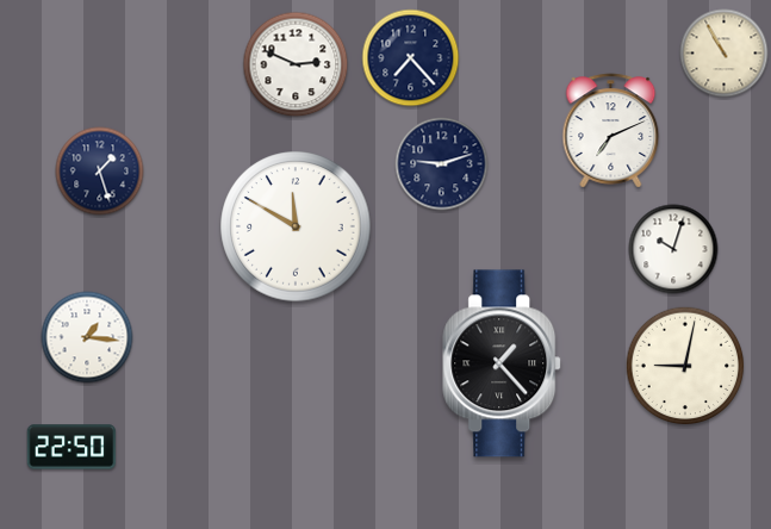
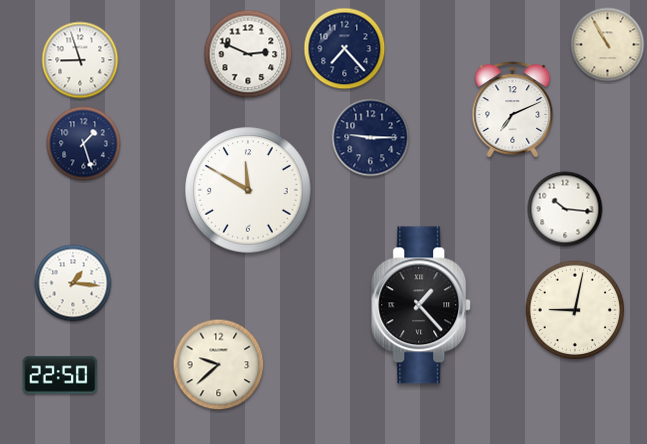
clock at (80, 60): none -> 8:57
clock at (442, 164): 9:12 -> 9:15
clock at (673, 249): 10:03 -> 10:16
clock at (685, 366) position: (685, 366) -> (575, 310)
clock at (219, 365): none -> 9:38
